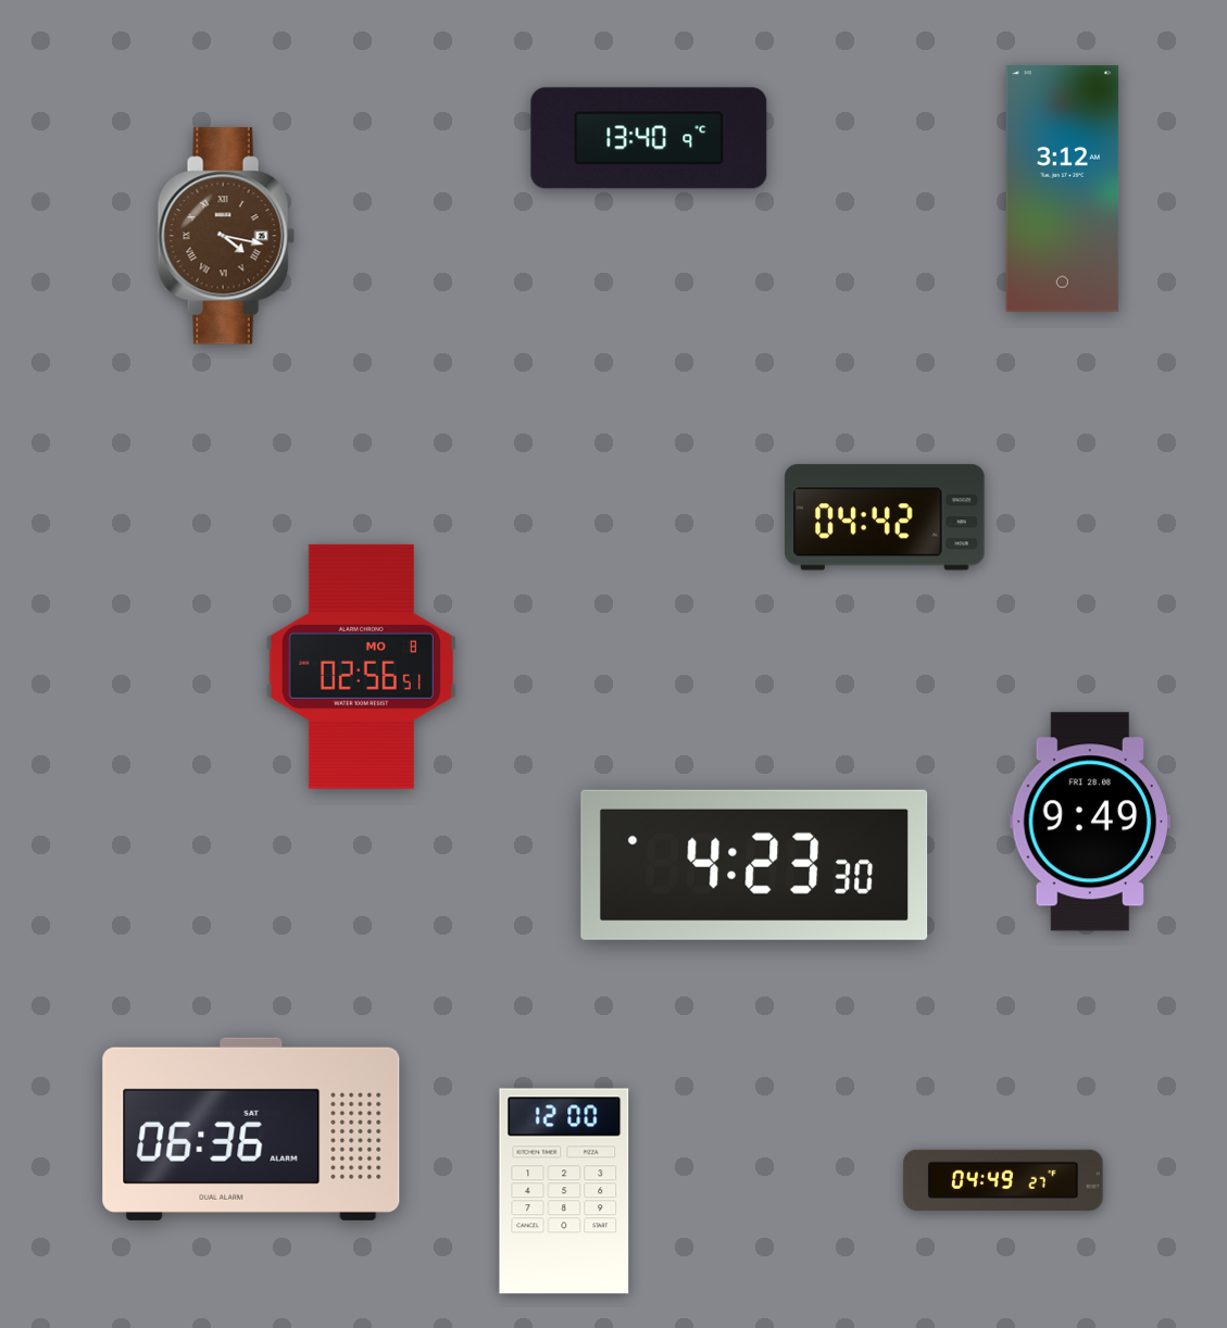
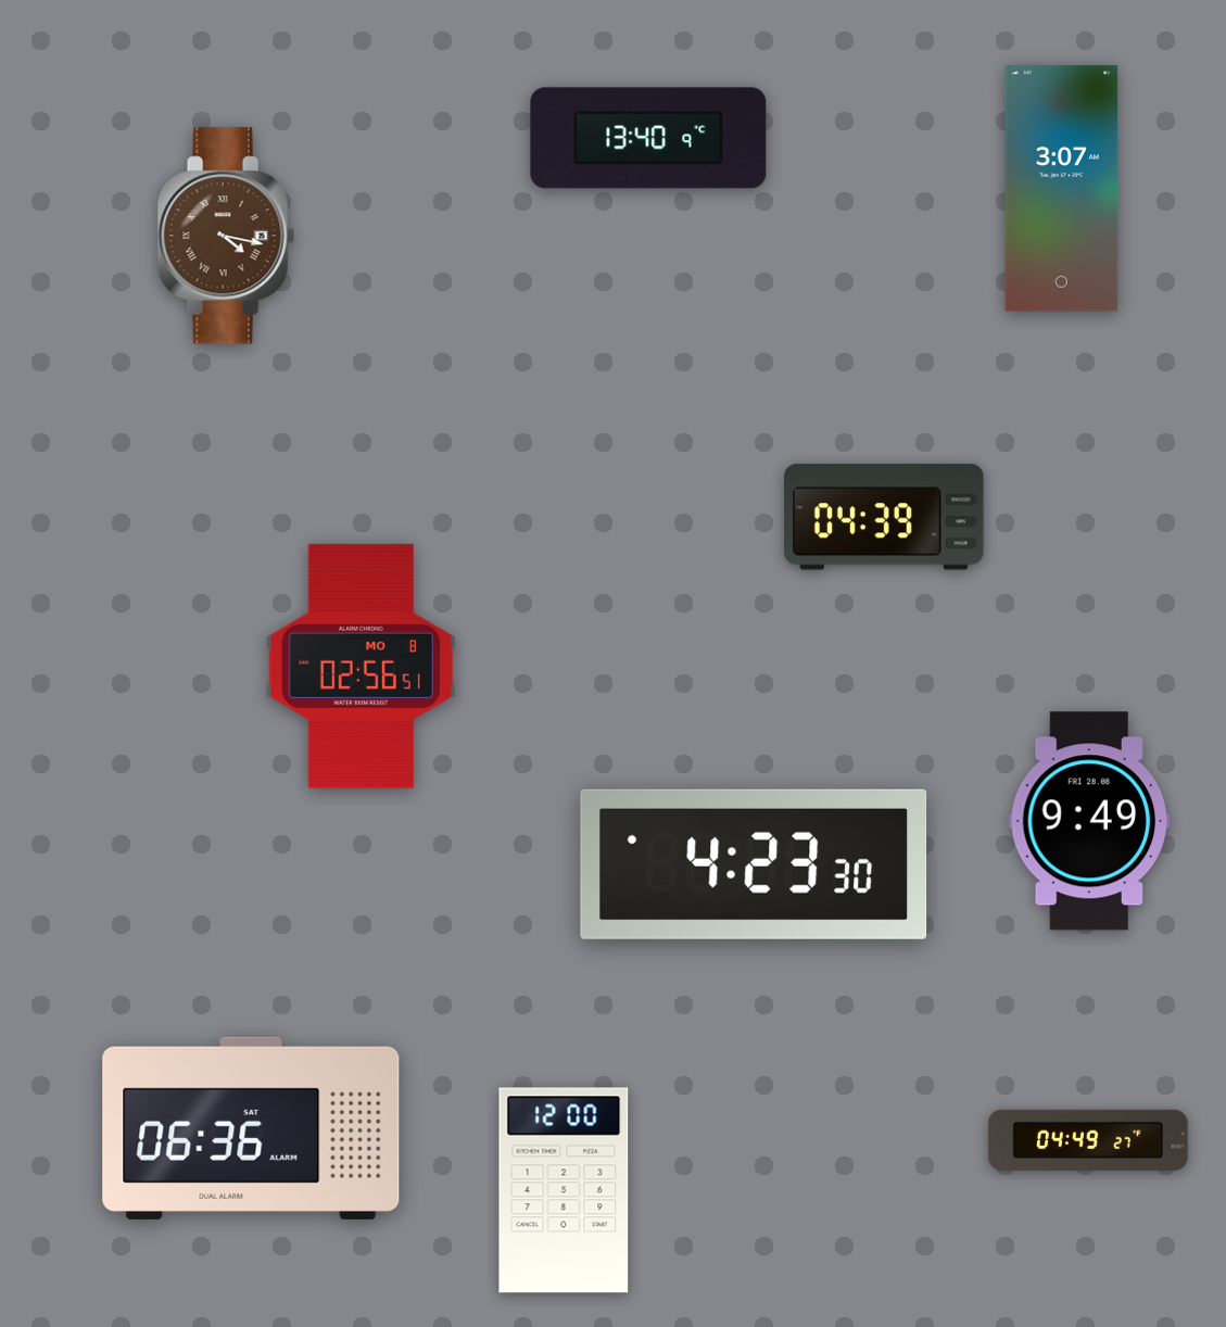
clock at (1063, 189): 3:12 -> 3:07
clock at (885, 517): 04:42 -> 04:39
clock at (1003, 1180) position: (1003, 1180) -> (1088, 1140)
